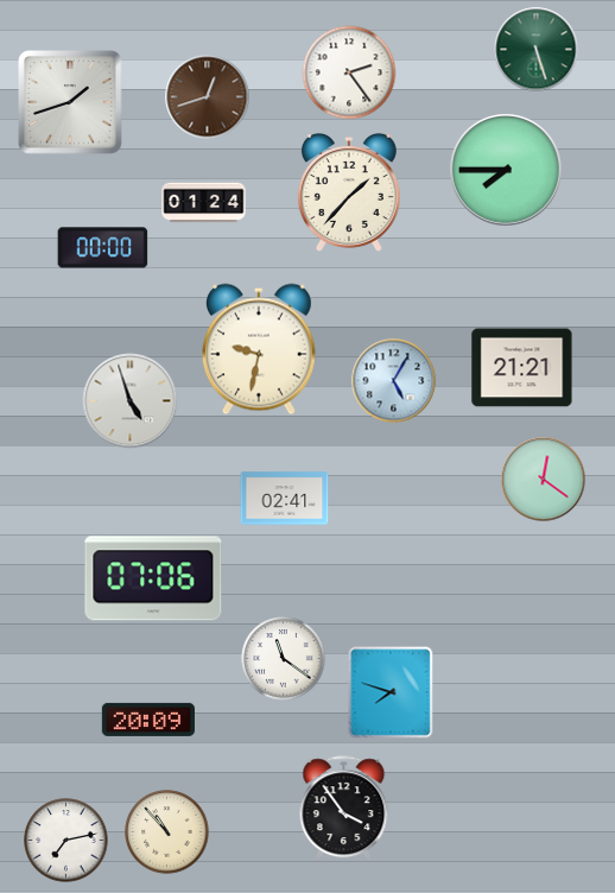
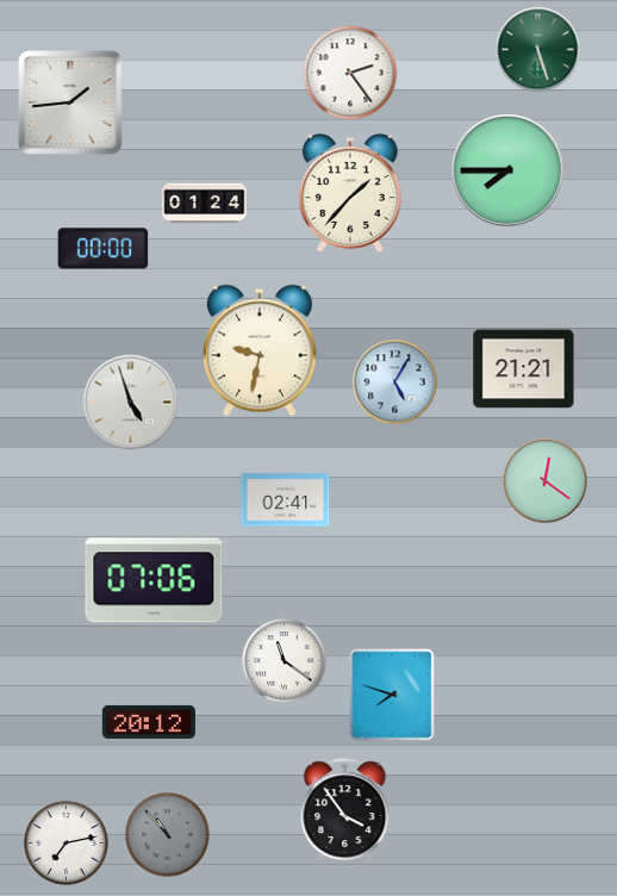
clock at (208, 97): 12:42 -> none
clock at (71, 103): 1:42 -> 1:44
clock at (148, 720): 20:09 -> 20:12
clock at (167, 832) dial: cream -> grey
